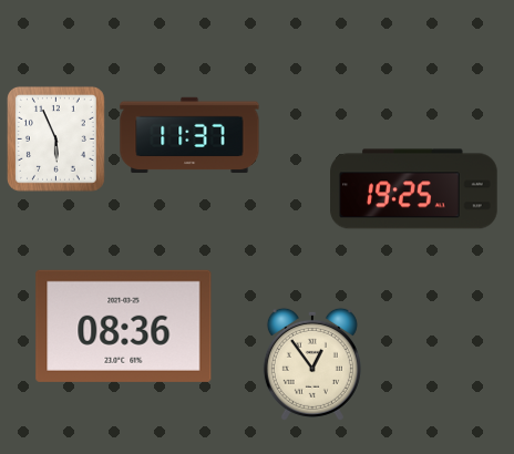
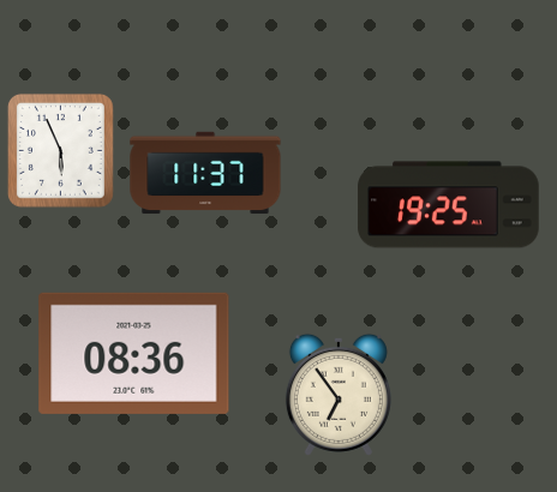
clock at (189, 135) position: (189, 135) -> (205, 173)
clock at (312, 364): 12:54 -> 6:54
